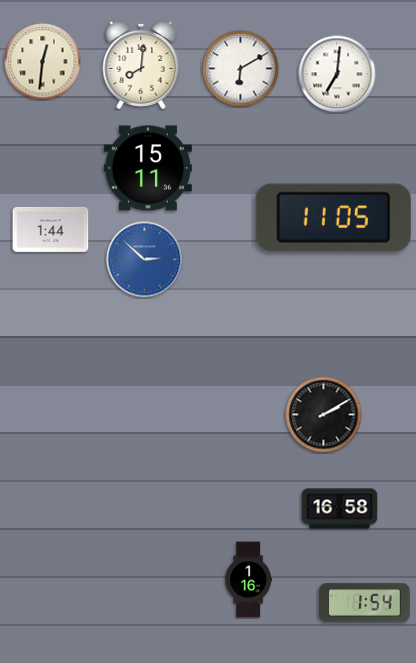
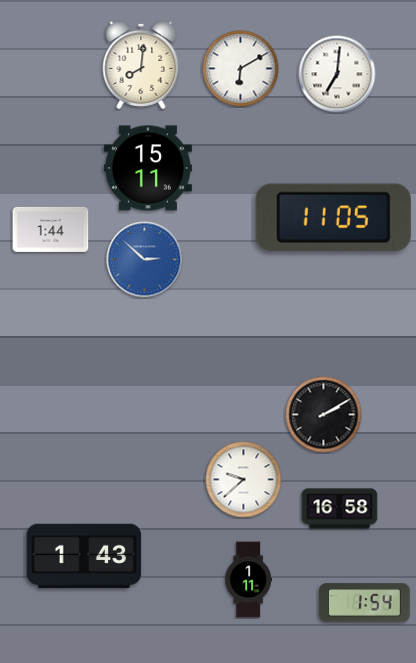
clock at (43, 62): 12:31 -> none
clock at (244, 480): none -> 9:38
clock at (84, 555): none -> 1:43
clock at (248, 580): 1:16 -> 1:11
